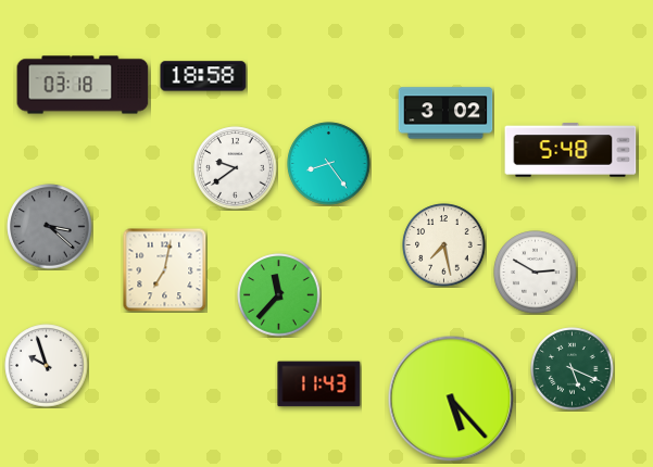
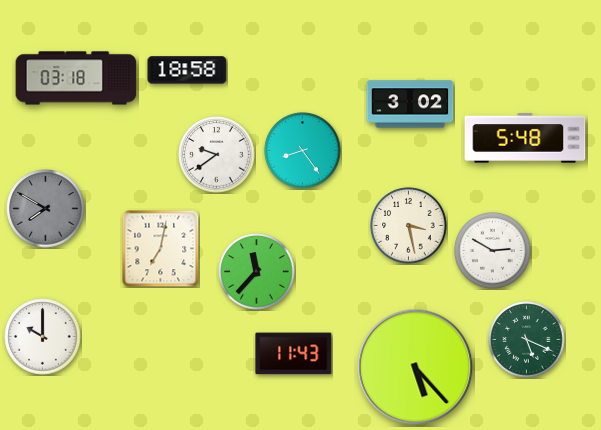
clock at (50, 227): 3:22 -> 7:50
clock at (444, 245): 7:28 -> 3:28
clock at (164, 269) position: (164, 269) -> (160, 248)
clock at (47, 366): 9:57 -> 10:00
